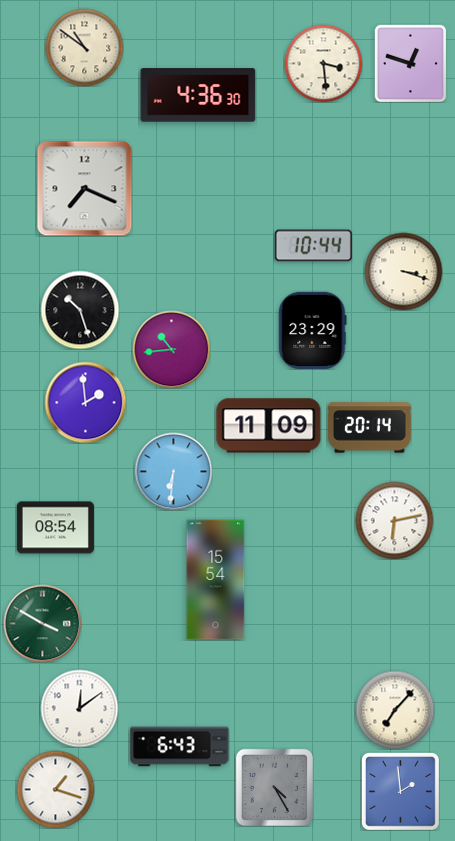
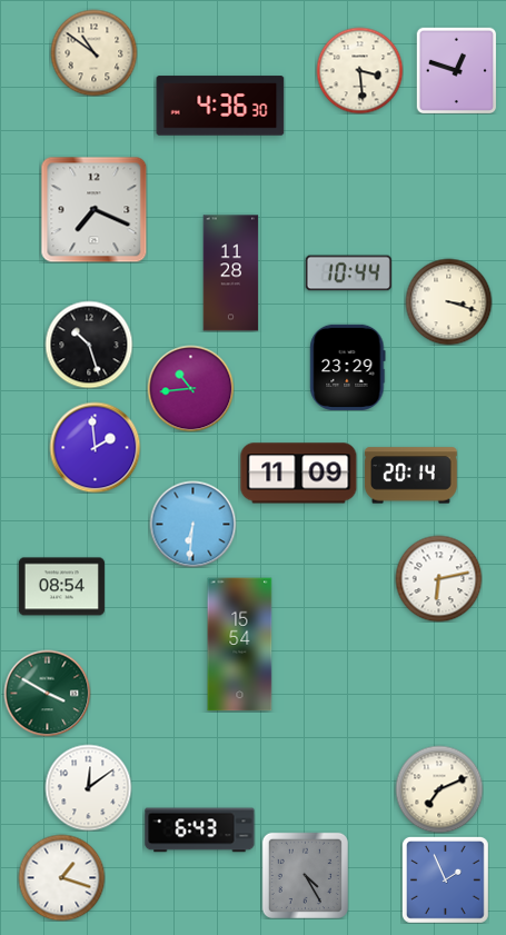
clock at (231, 273): none -> 11:28
clock at (395, 710): 7:07 -> 7:11
clock at (401, 792): 1:59 -> 1:56
